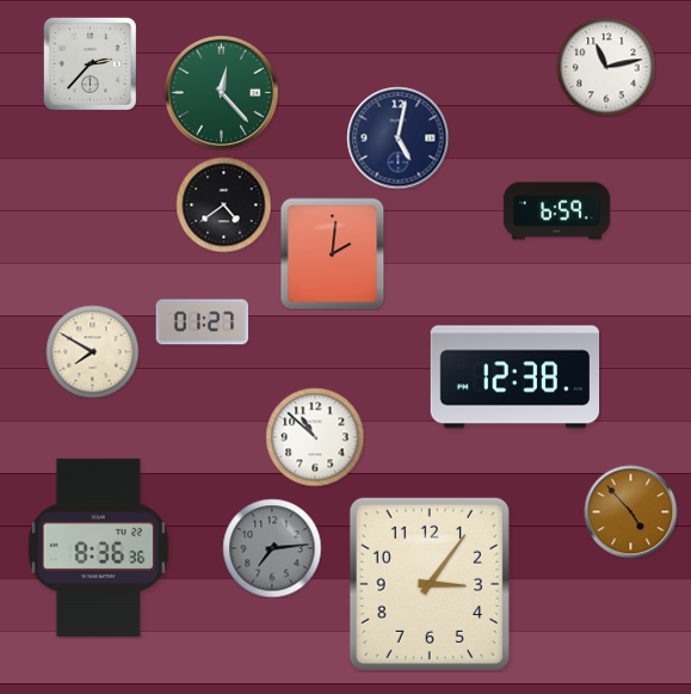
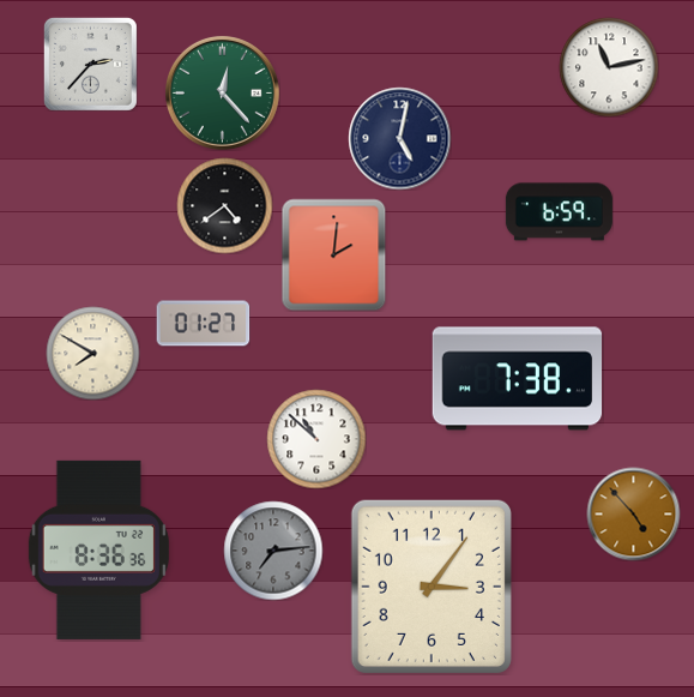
clock at (516, 377): 12:38 -> 7:38
